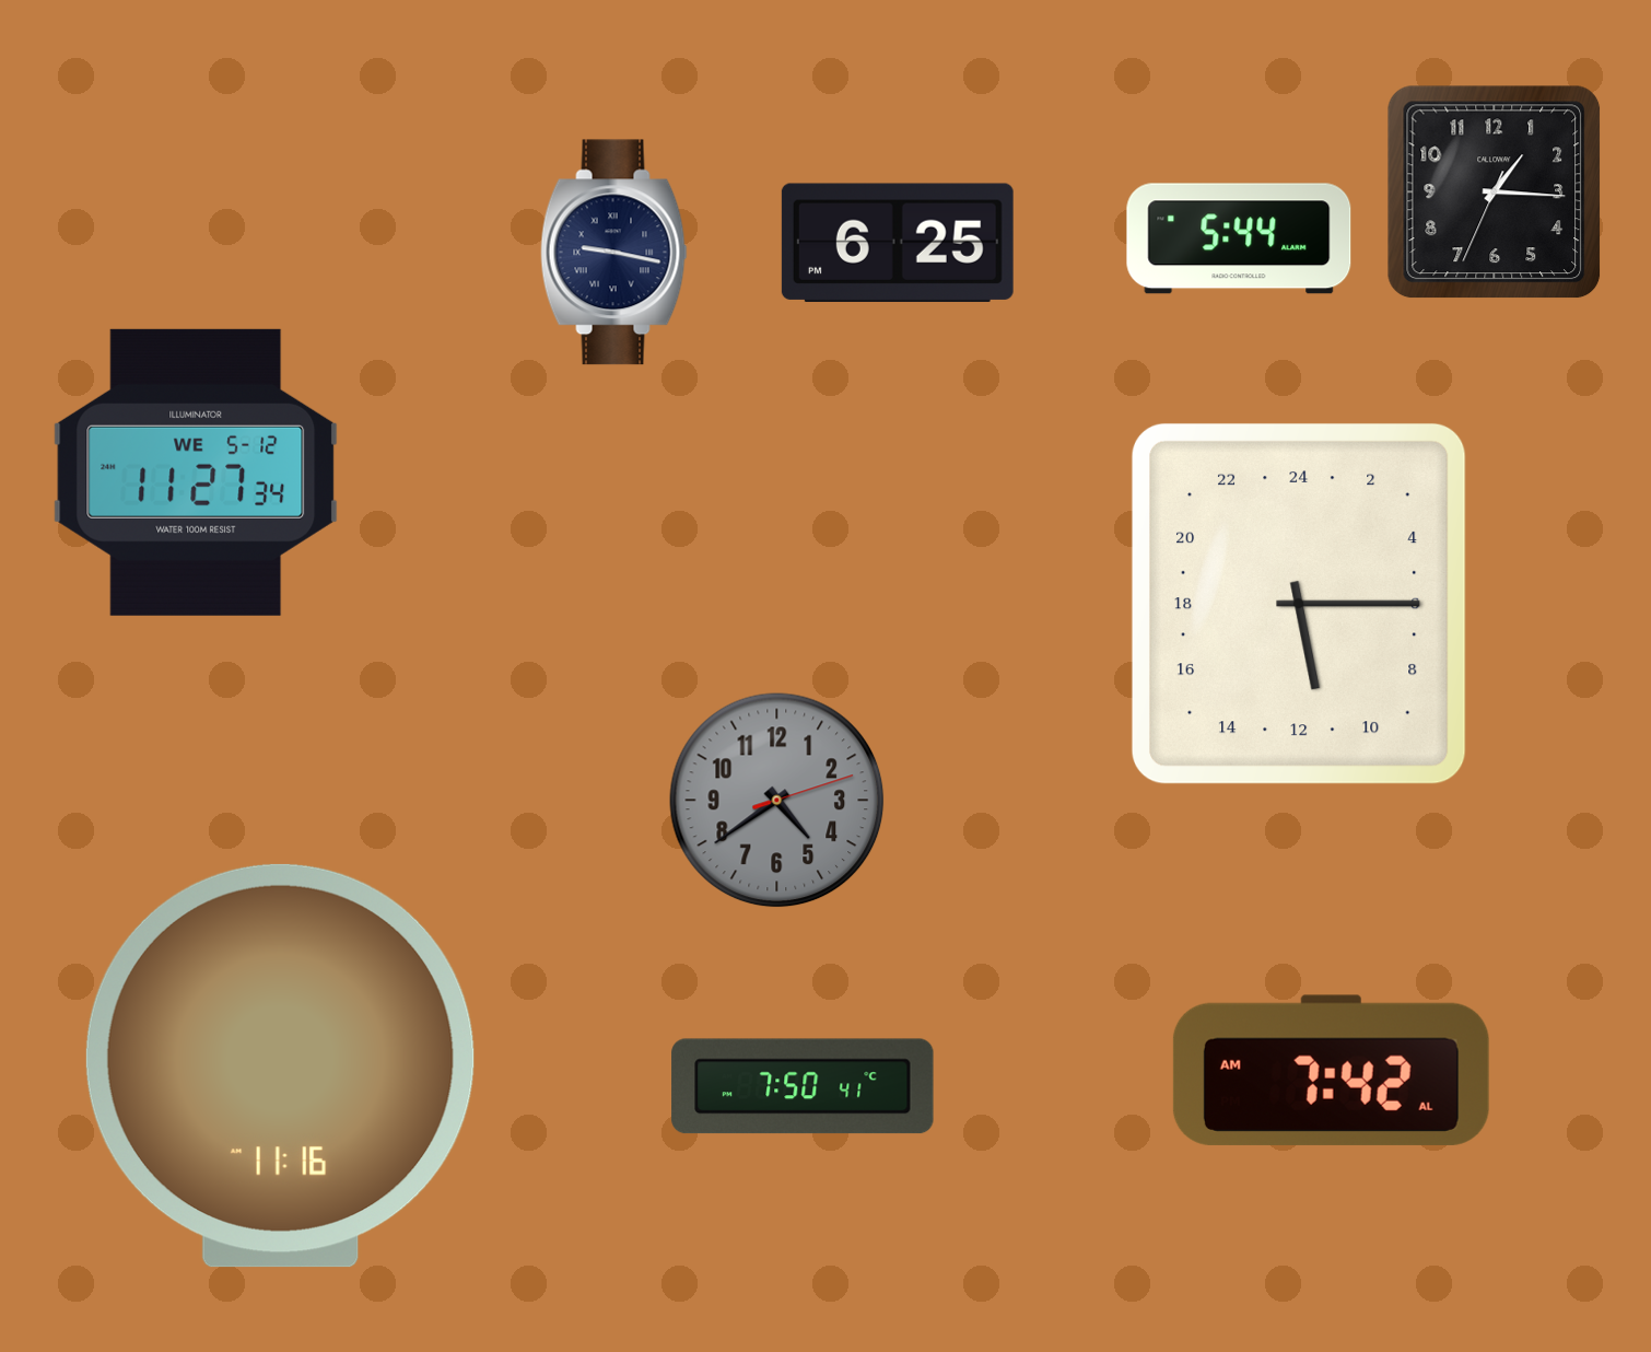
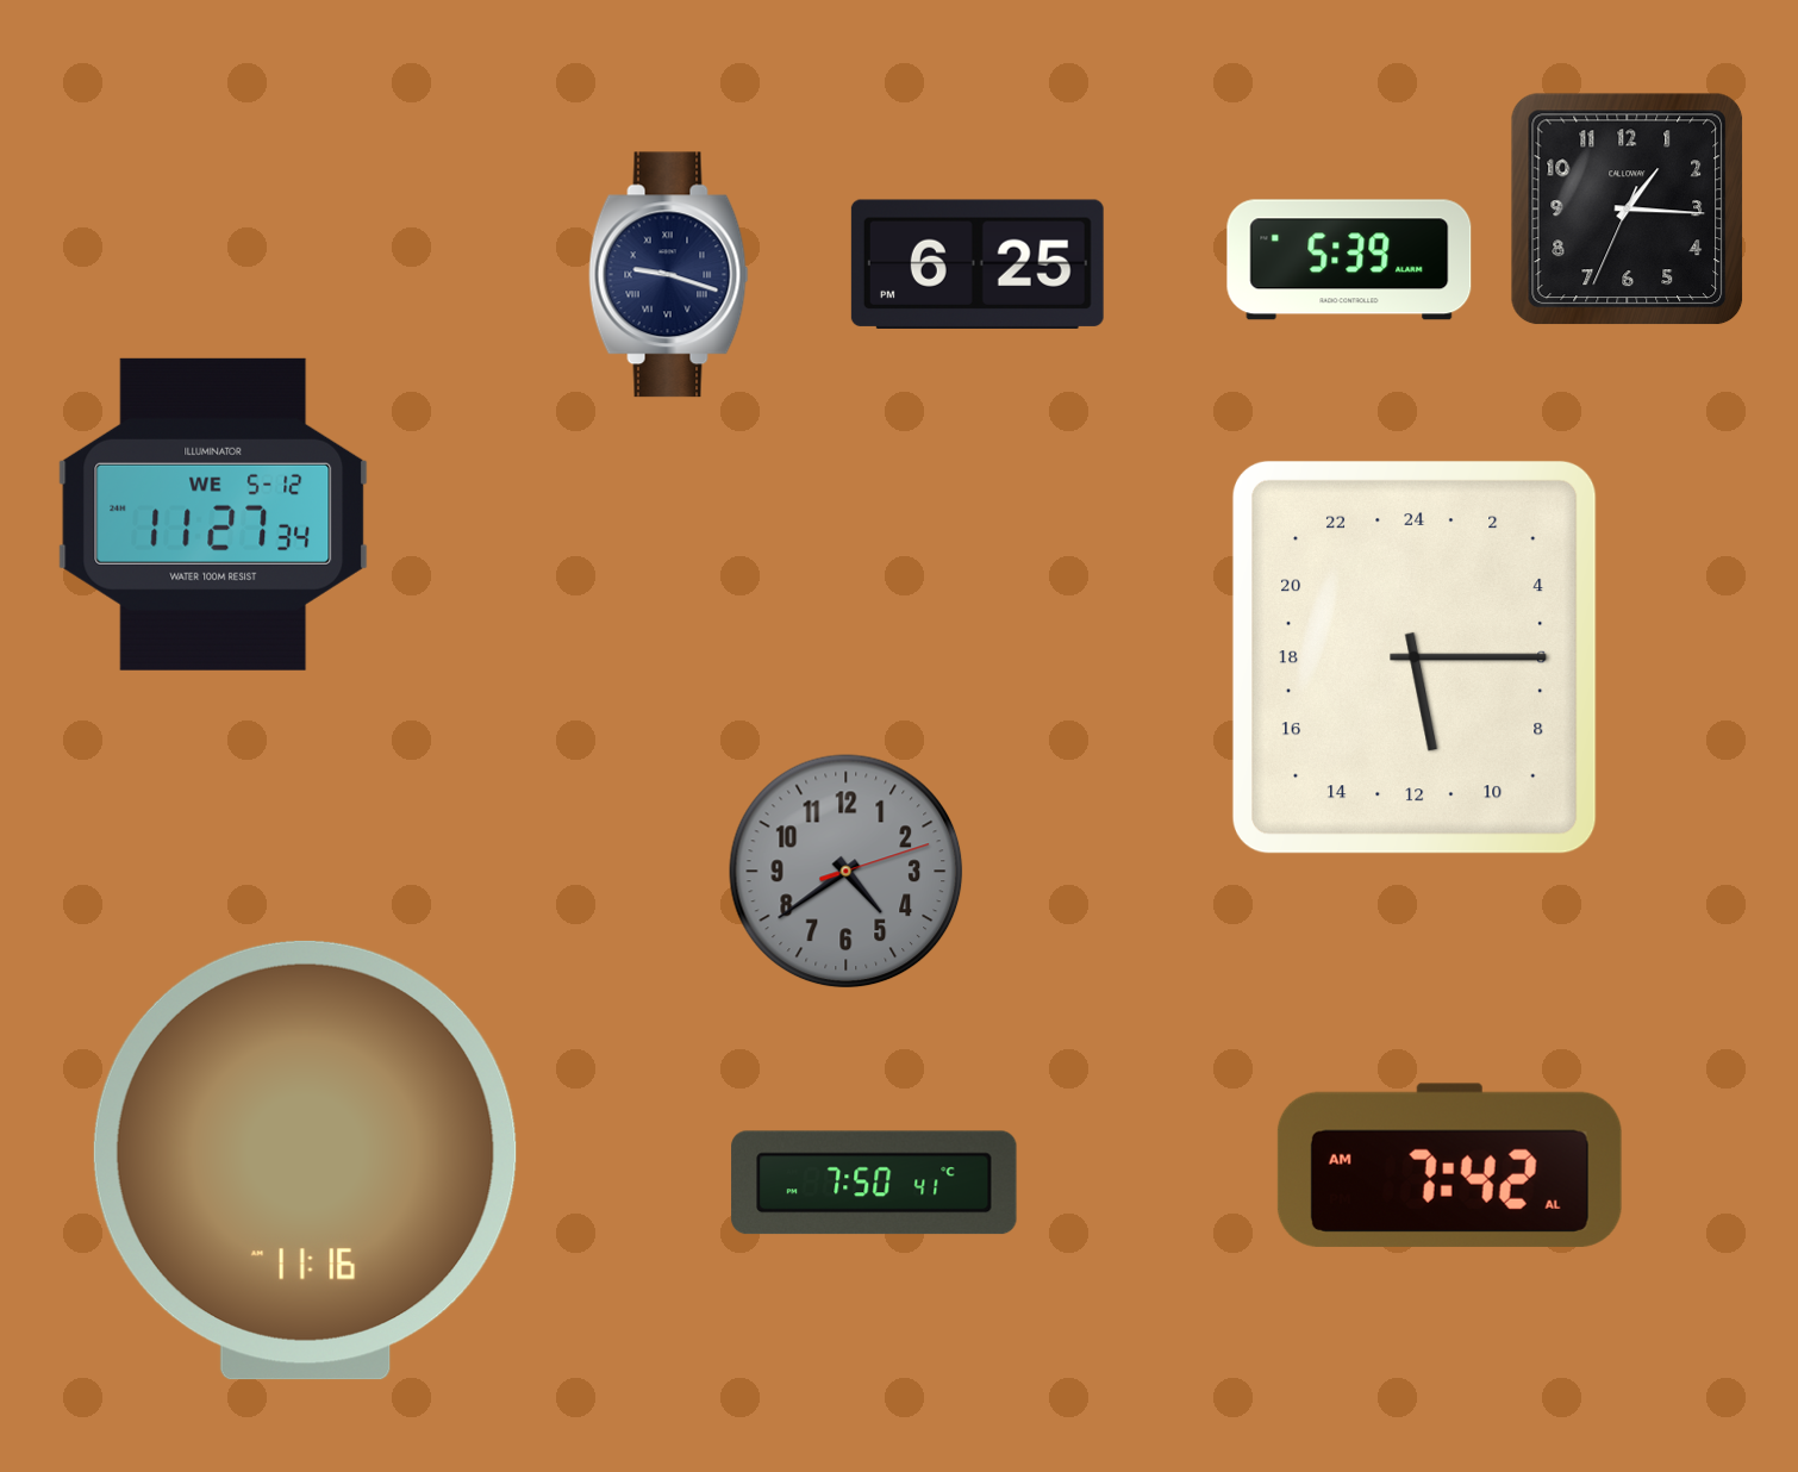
clock at (1239, 238): 5:44 -> 5:39
clock at (614, 253): 9:17 -> 9:18
